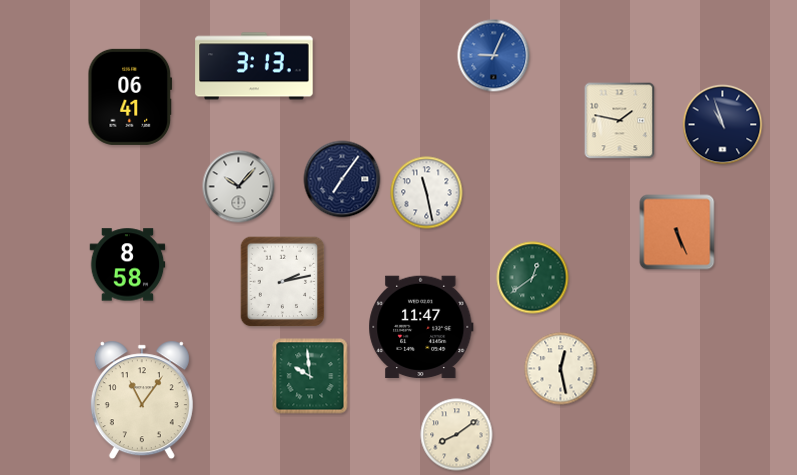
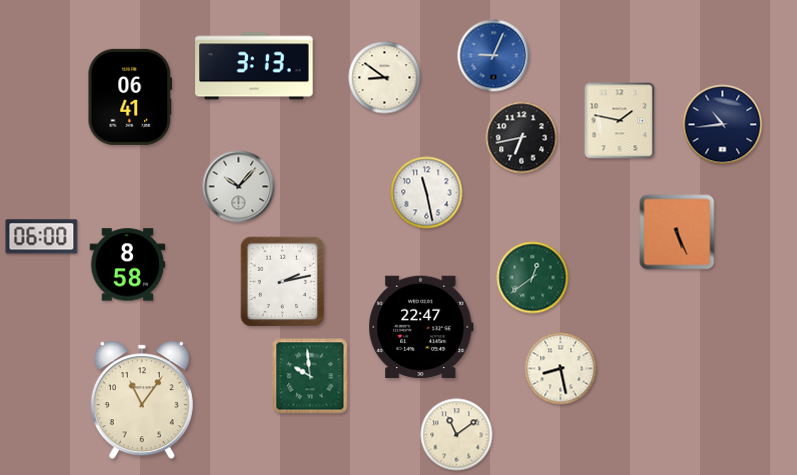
clock at (385, 78): none -> 8:51
clock at (723, 125): 10:57 -> 10:44
clock at (522, 138): none -> 6:43
clock at (342, 179): 7:06 -> none
clock at (42, 237): none -> 06:00
clock at (421, 327): 11:47 -> 22:47
clock at (561, 369): 12:28 -> 8:28
clock at (457, 435): 8:09 -> 11:09
